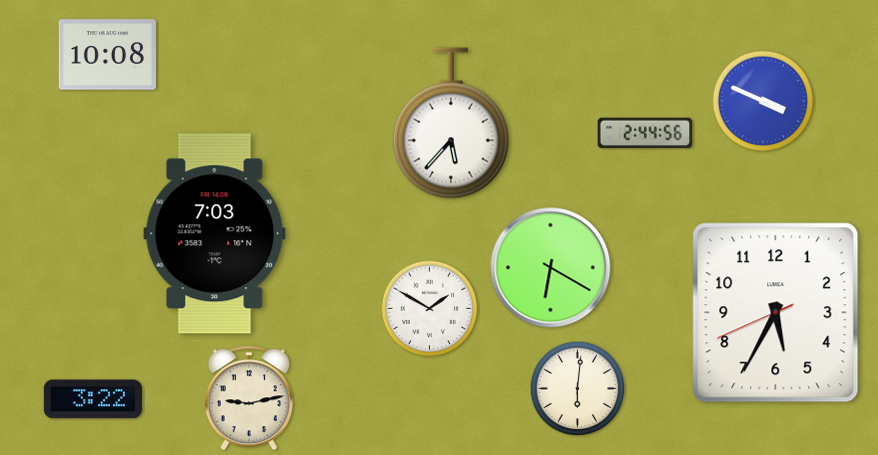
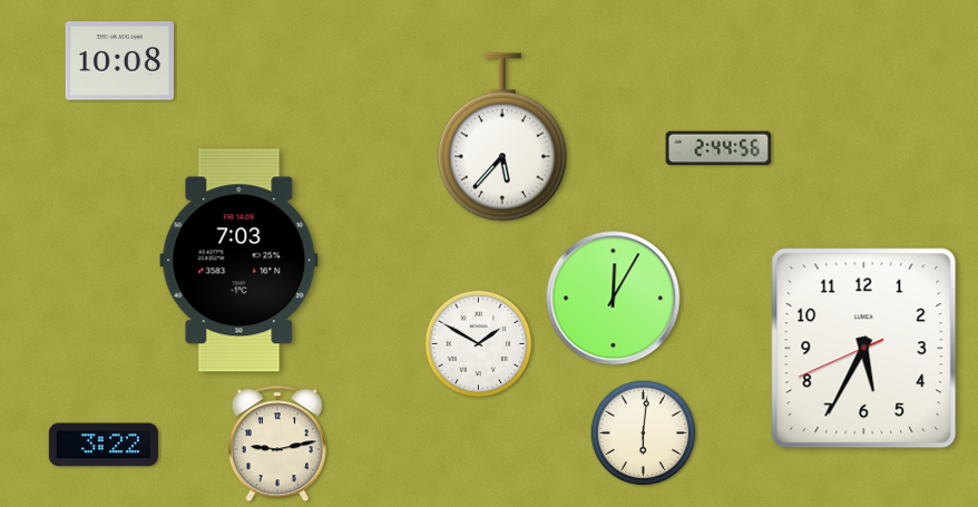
clock at (762, 100): 3:49 -> none
clock at (551, 268): 6:20 -> 12:05
